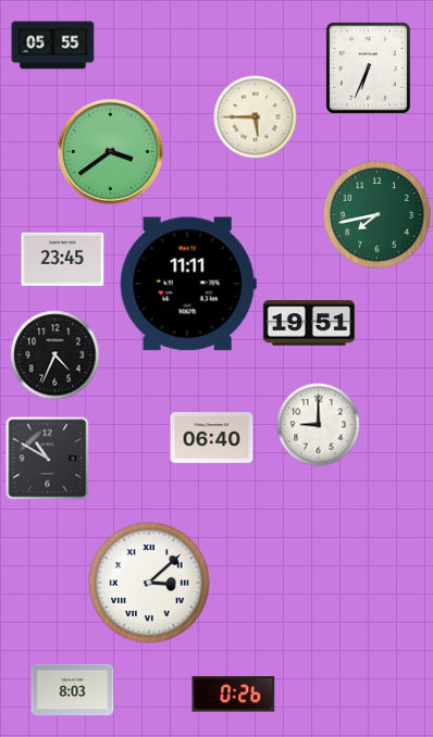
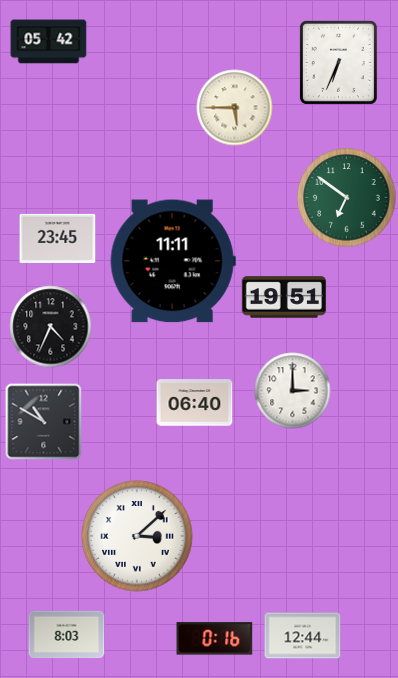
clock at (53, 46): 05:55 -> 05:42
clock at (111, 152): 3:39 -> none
clock at (378, 215): 7:43 -> 6:51
clock at (319, 425): 9:00 -> 3:00
clock at (303, 636): none -> 12:44
clock at (234, 695): 0:26 -> 0:16
